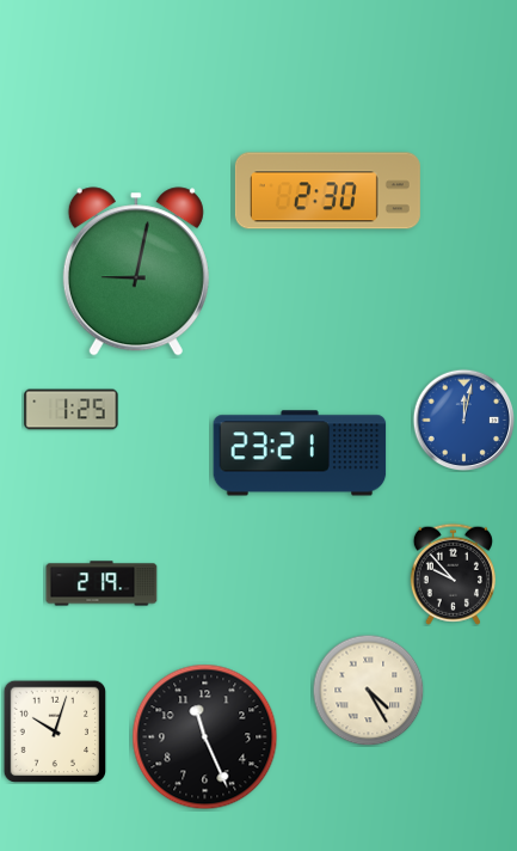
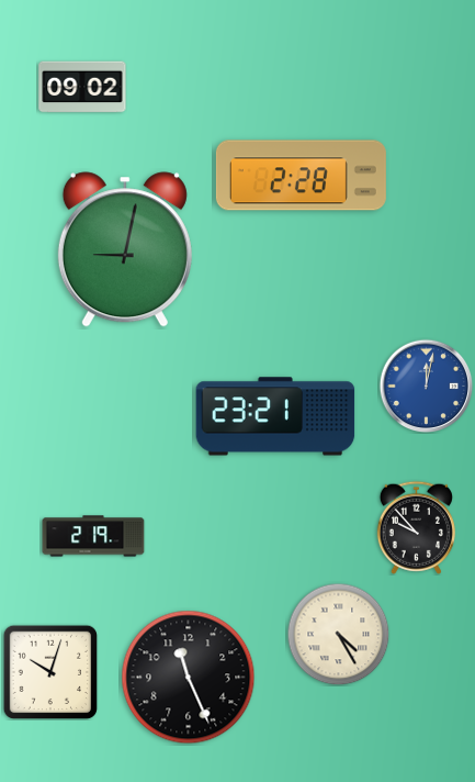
clock at (82, 87): none -> 09:02
clock at (327, 191): 2:30 -> 2:28
clock at (72, 410): 1:25 -> none
